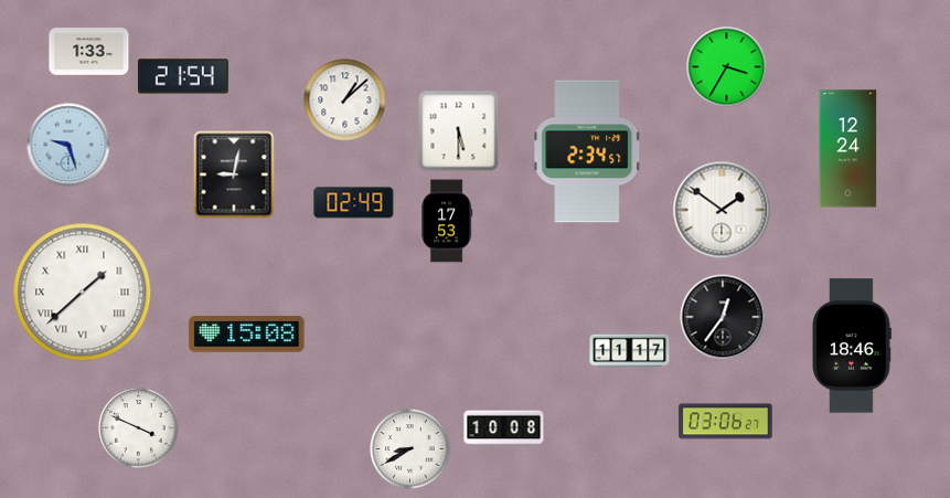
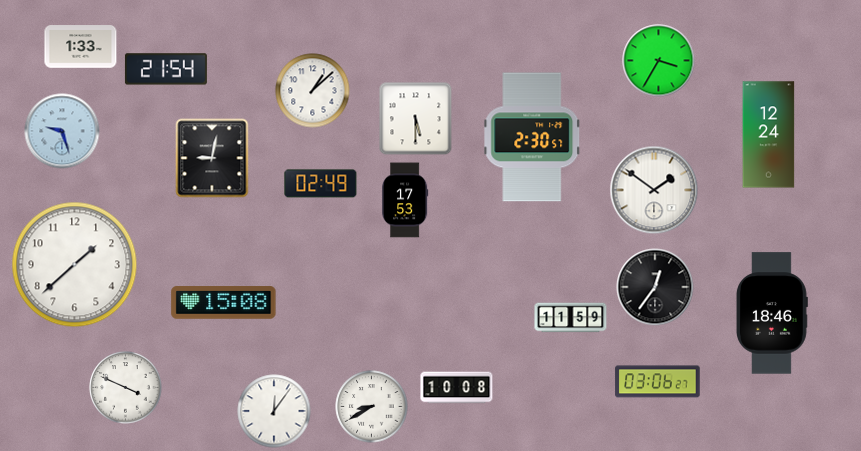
clock at (587, 151): 2:34 -> 2:30
clock at (83, 293) numerals: Roman -> Arabic
clock at (630, 351): 11:17 -> 11:59
clock at (274, 411): none -> 12:06
